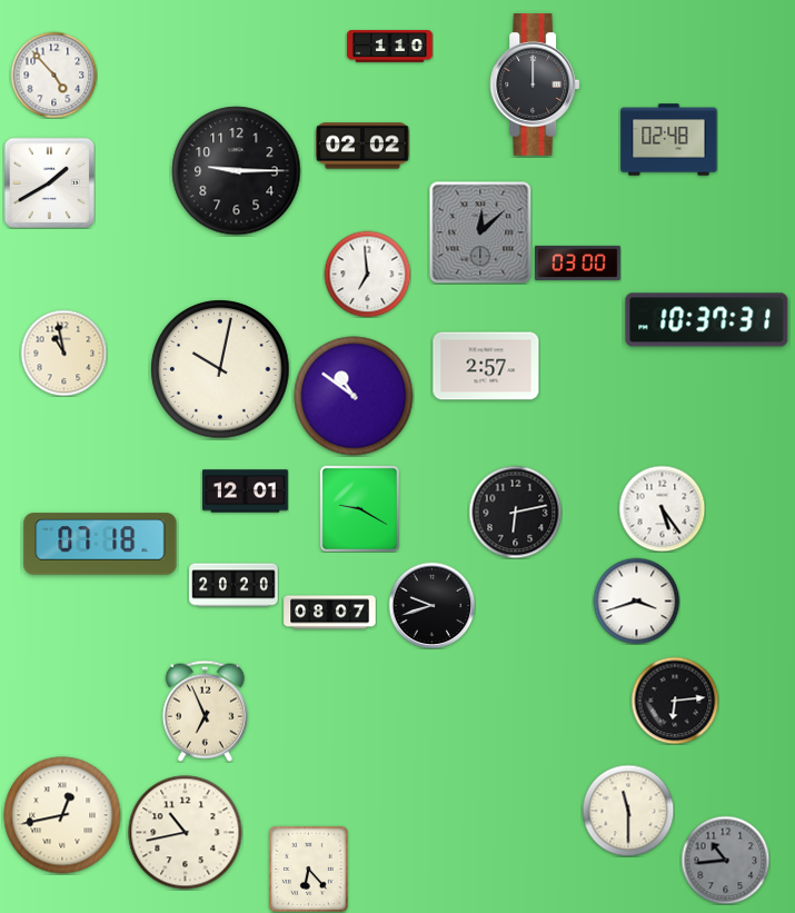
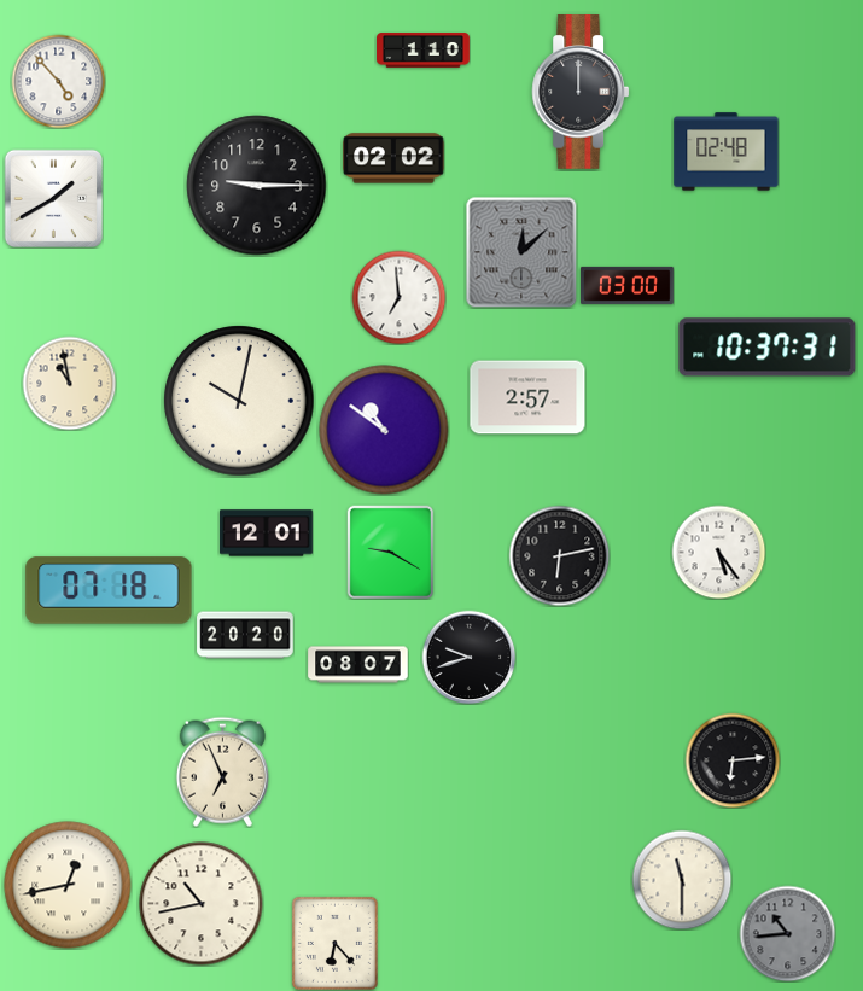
clock at (233, 585) position: (233, 585) -> (245, 635)
clock at (636, 601): 3:42 -> none
